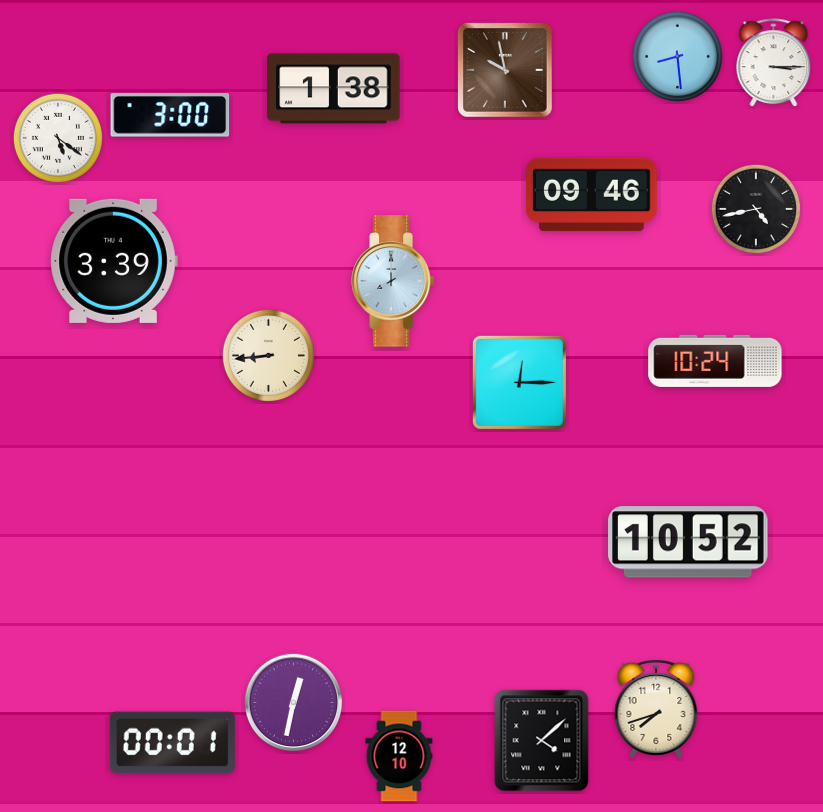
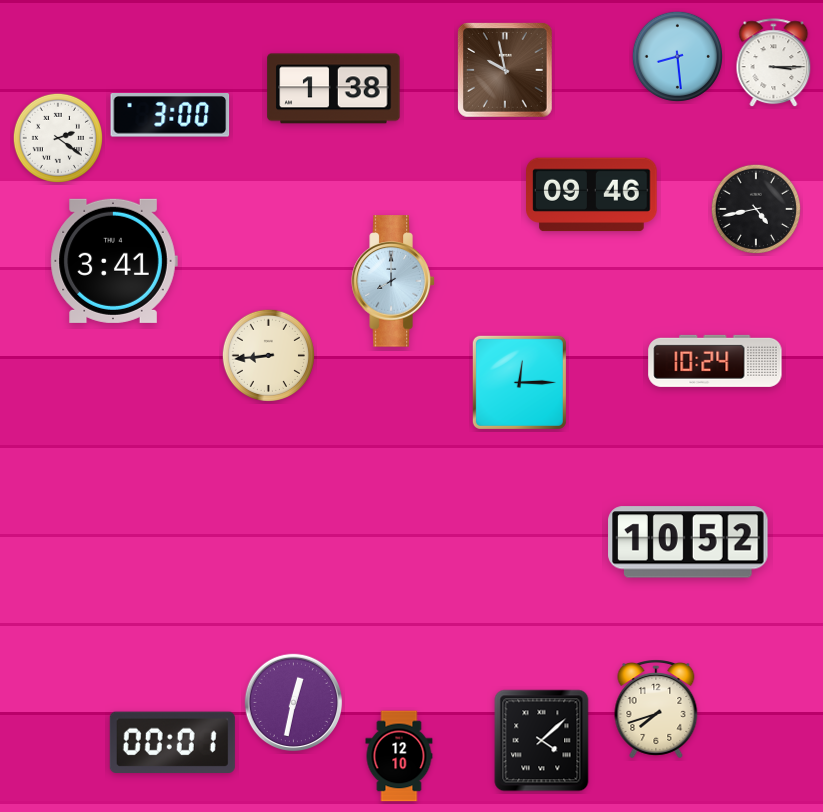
clock at (57, 137): 5:21 -> 2:21
clock at (114, 261): 3:39 -> 3:41
